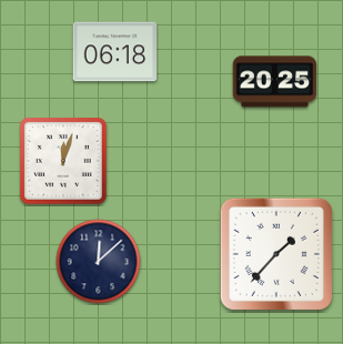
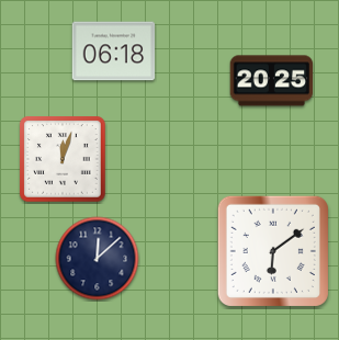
clock at (276, 254): 1:37 -> 6:09
